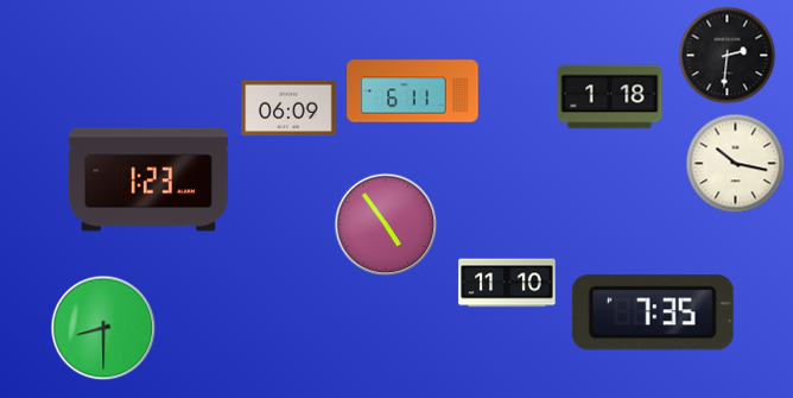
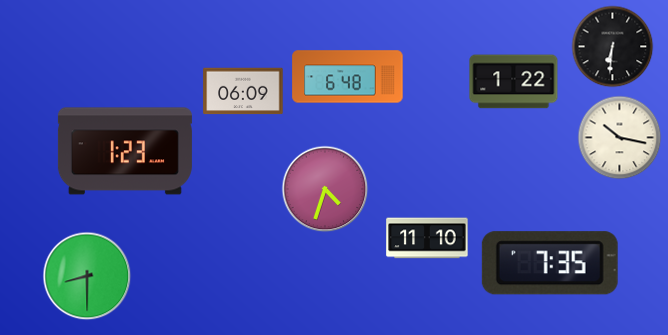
clock at (728, 56): 2:31 -> 6:31
clock at (413, 91): 6:11 -> 6:48
clock at (610, 97): 1:18 -> 1:22
clock at (386, 225): 4:54 -> 4:33
